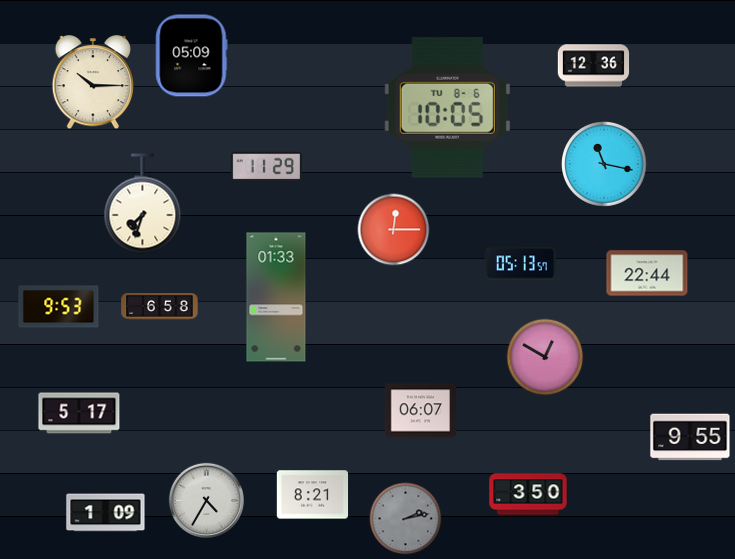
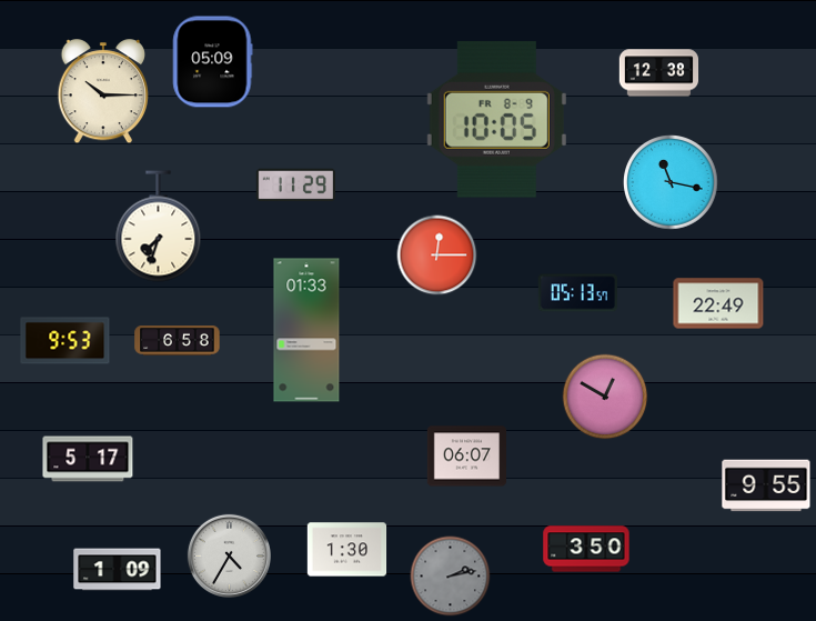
clock at (594, 66): 12:36 -> 12:38
clock at (447, 107) date: TU 8-6 -> FR 8-9
clock at (647, 273): 22:44 -> 22:49
clock at (313, 495): 8:21 -> 1:30
